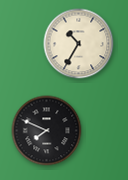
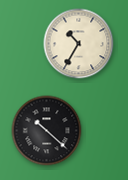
clock at (47, 131): 7:49 -> 10:22
